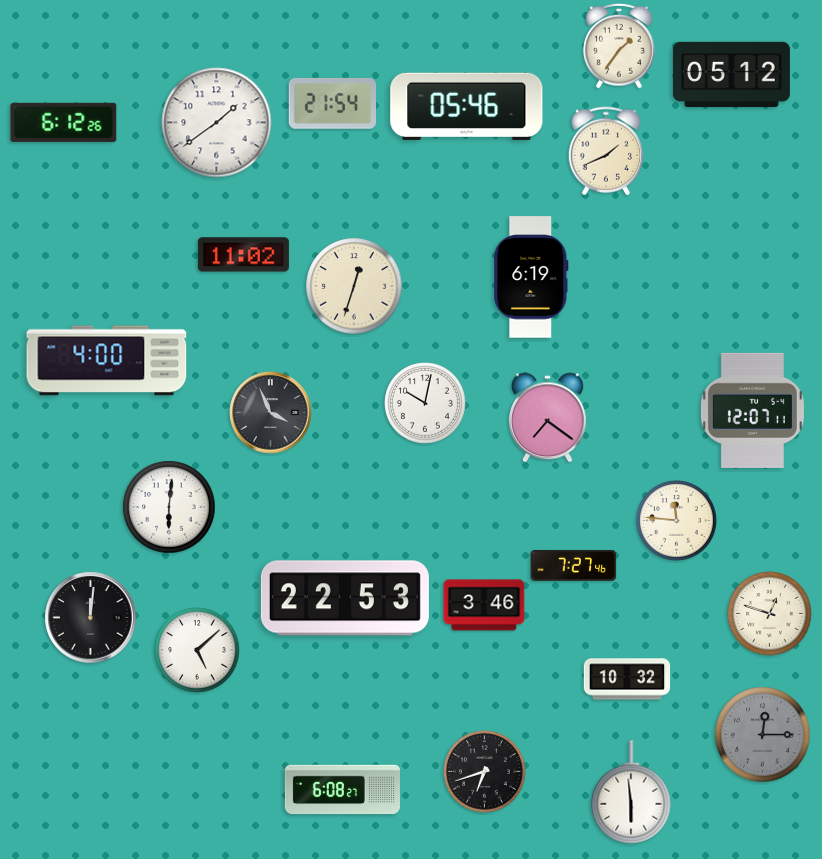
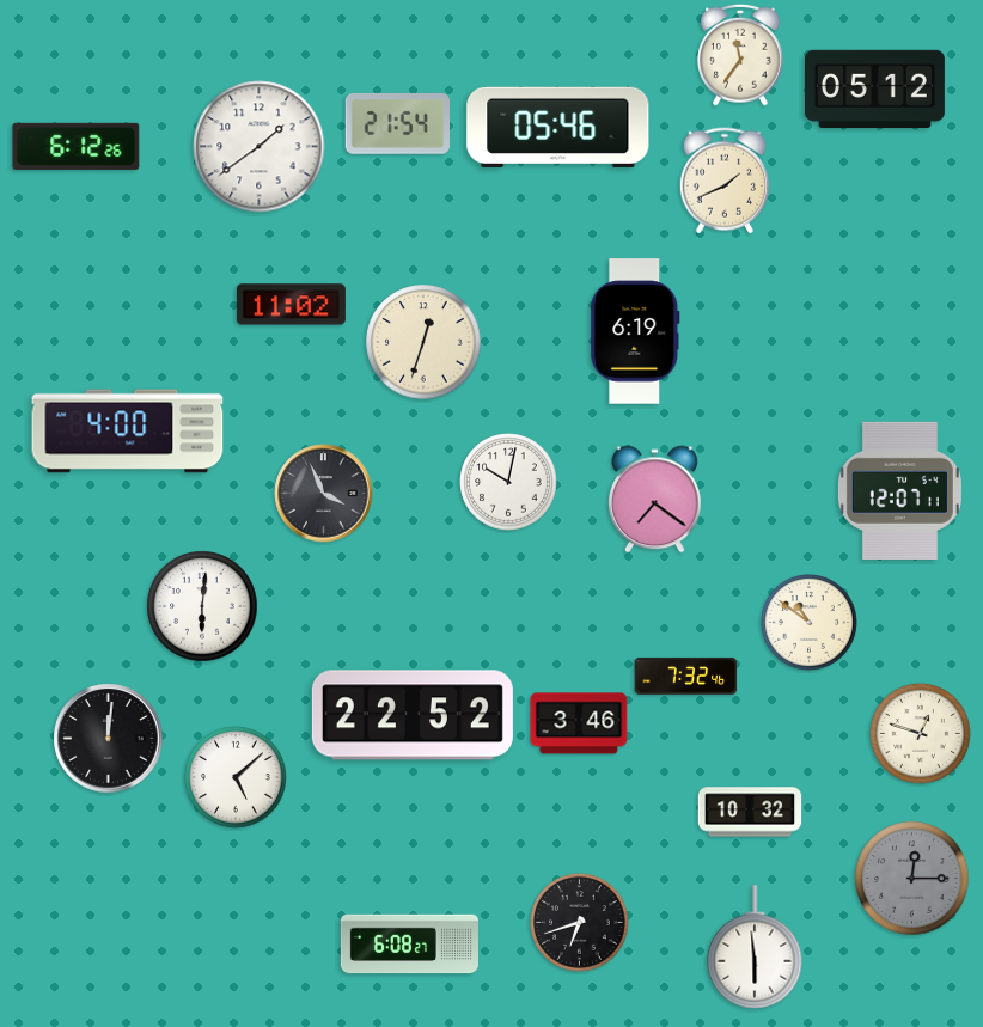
clock at (619, 46): 1:36 -> 11:36
clock at (677, 521): 11:46 -> 10:51
clock at (574, 565): 7:27 -> 7:32
clock at (345, 598): 22:53 -> 22:52
